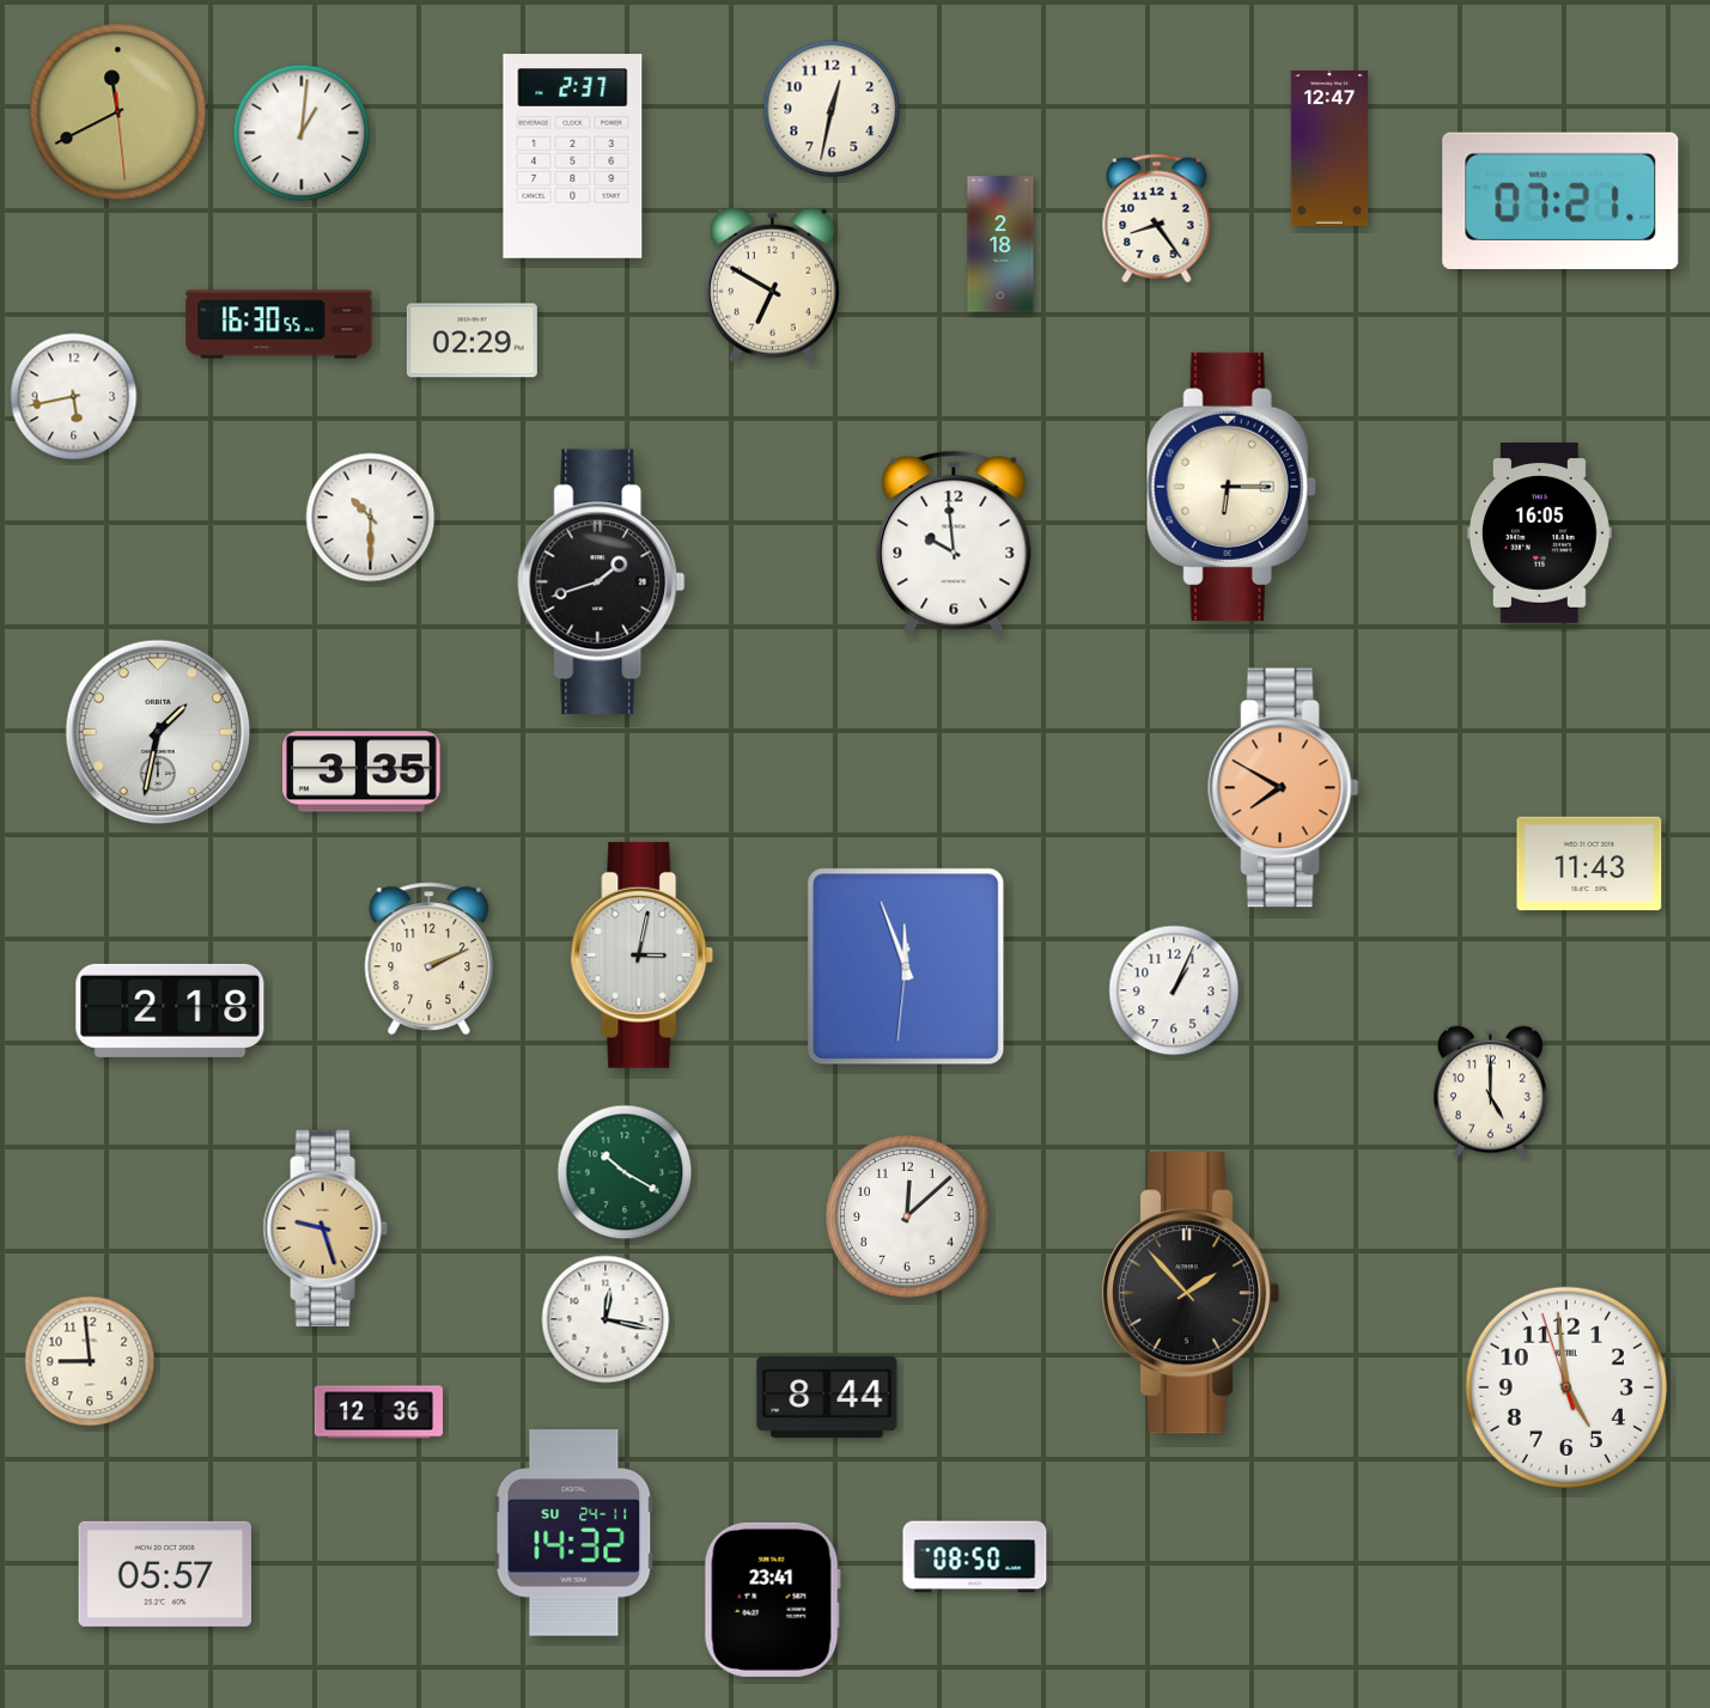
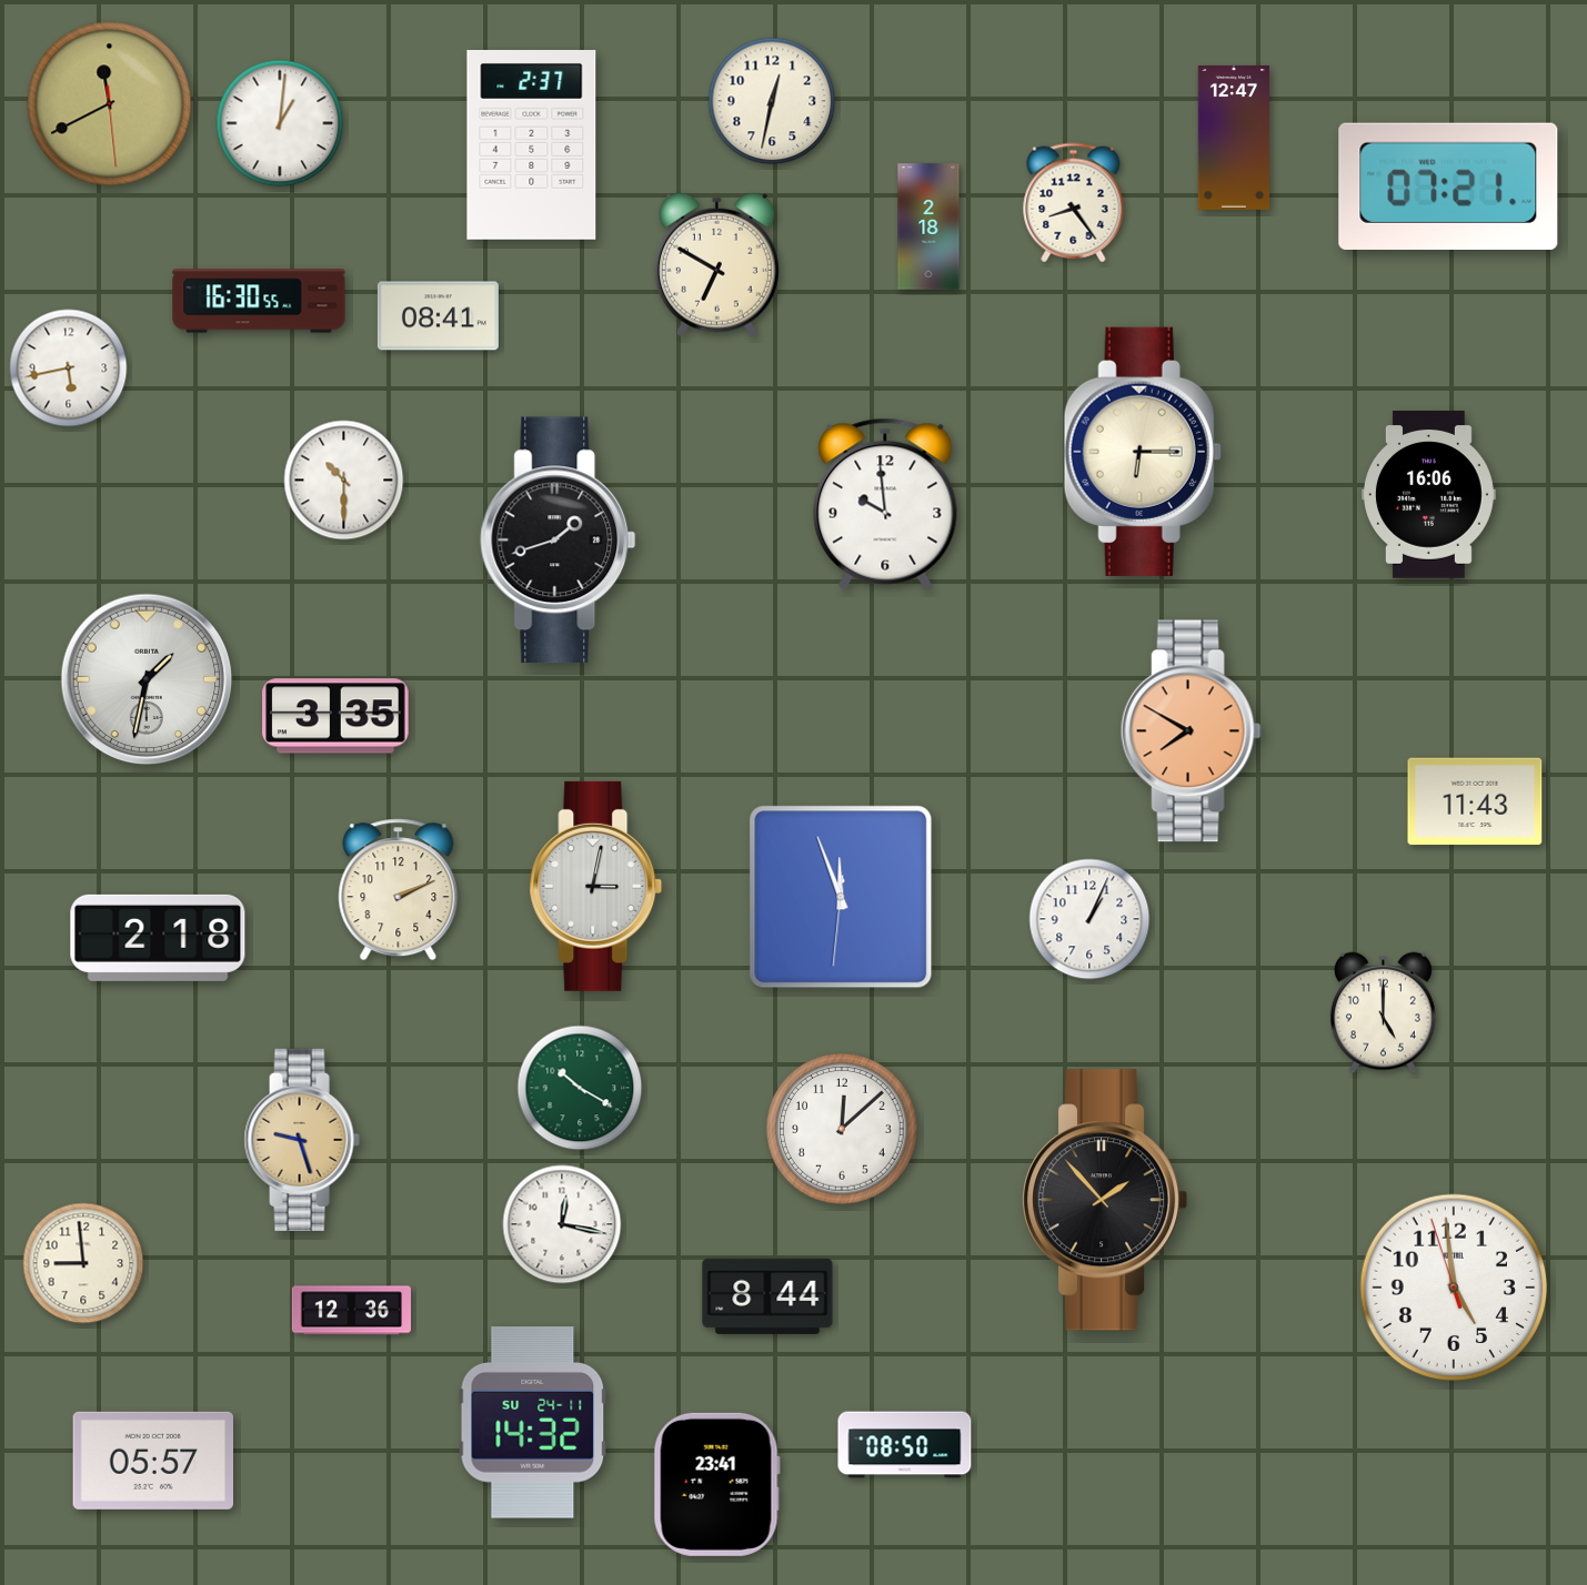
clock at (471, 341): 02:29 -> 08:41
clock at (1539, 533): 16:05 -> 16:06
